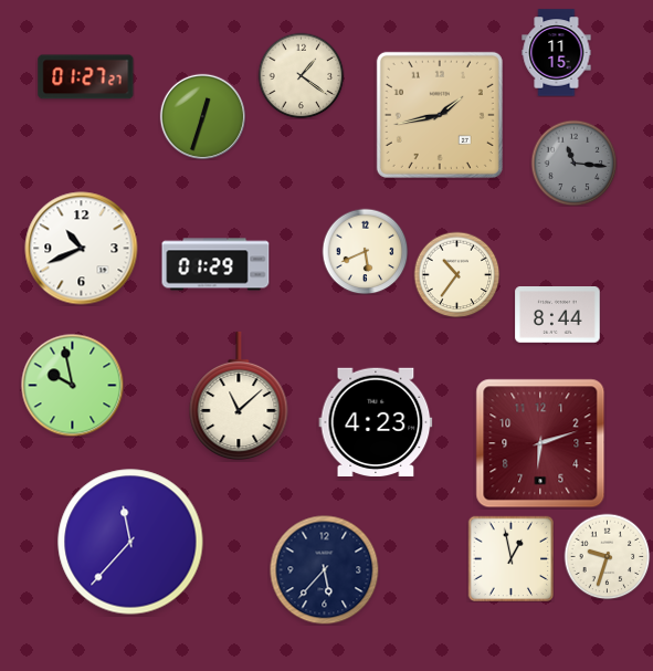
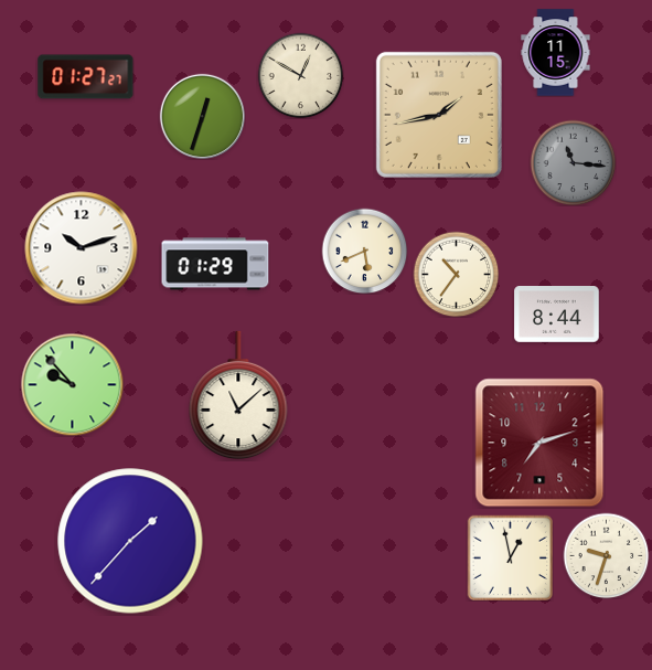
clock at (301, 75): 1:21 -> 12:50
clock at (82, 249): 10:41 -> 10:12
clock at (72, 385): 9:58 -> 9:53
clock at (376, 421): 4:23 -> none
clock at (540, 443): 6:12 -> 7:12
clock at (130, 542): 11:37 -> 1:37
clock at (325, 570): 5:37 -> none
